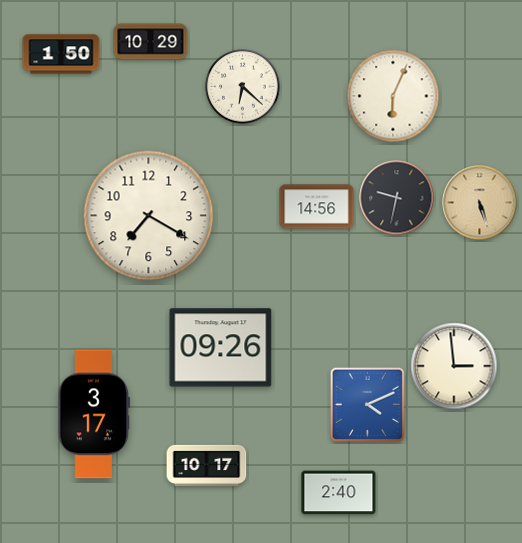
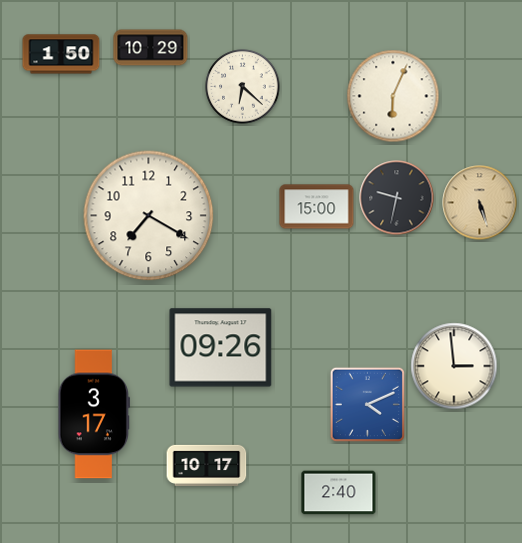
clock at (151, 42) position: (151, 42) -> (151, 48)
clock at (317, 207): 14:56 -> 15:00
